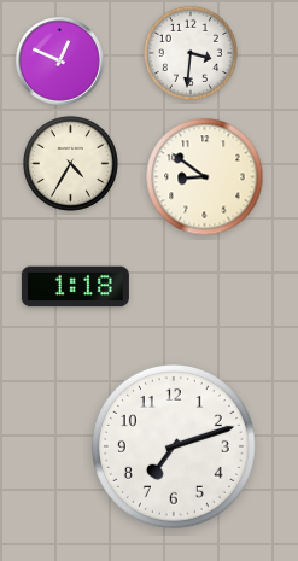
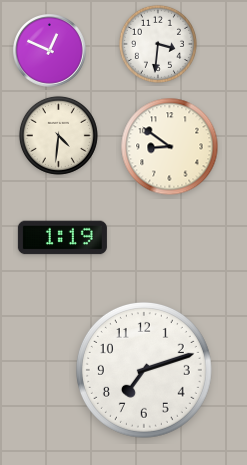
clock at (70, 163): 4:35 -> 4:31
clock at (75, 287): 1:18 -> 1:19
